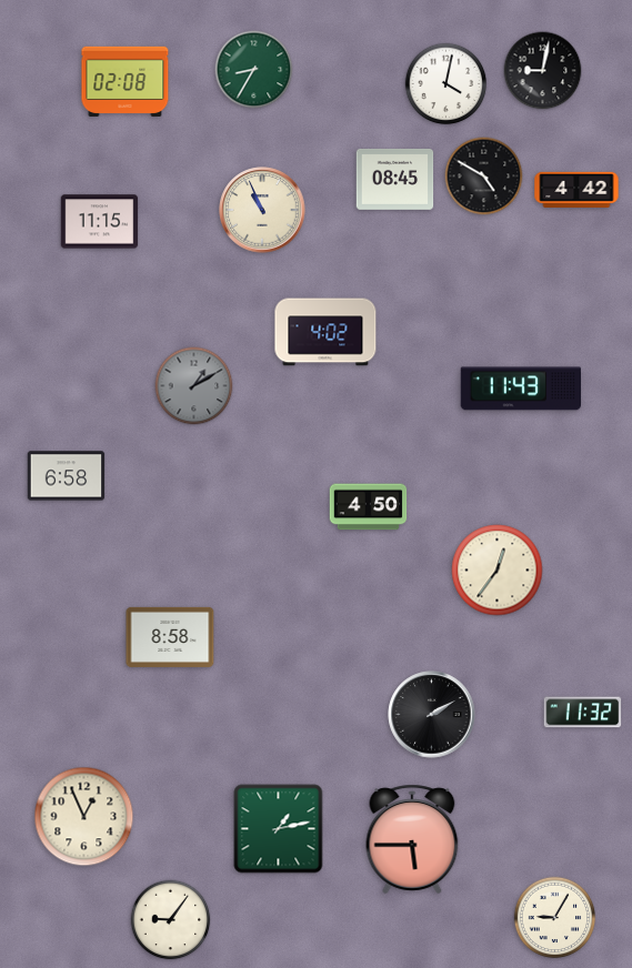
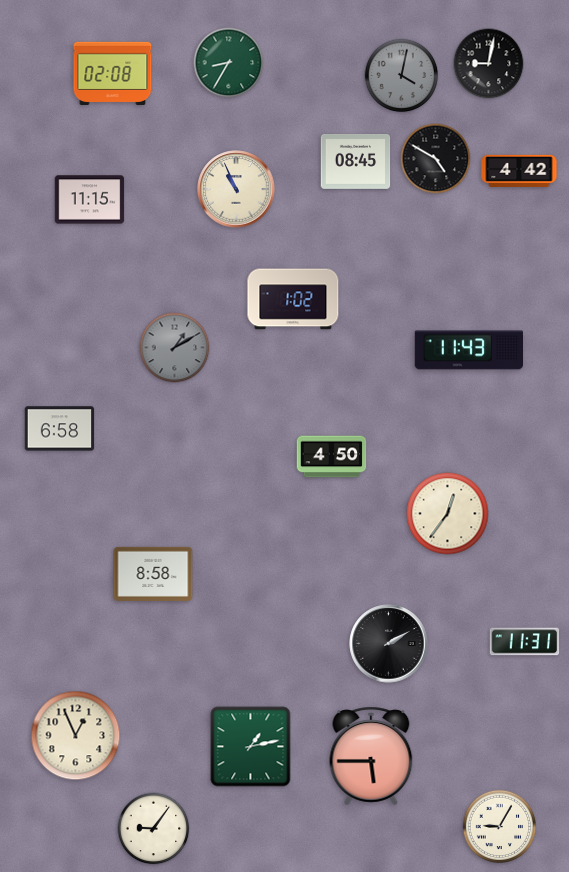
clock at (447, 84) dial: white -> grey
clock at (325, 332): 4:02 -> 1:02
clock at (583, 713): 11:32 -> 11:31
